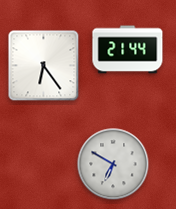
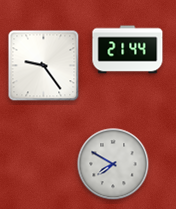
clock at (44, 66): 6:24 -> 9:24
clock at (113, 164): 6:50 -> 7:50
